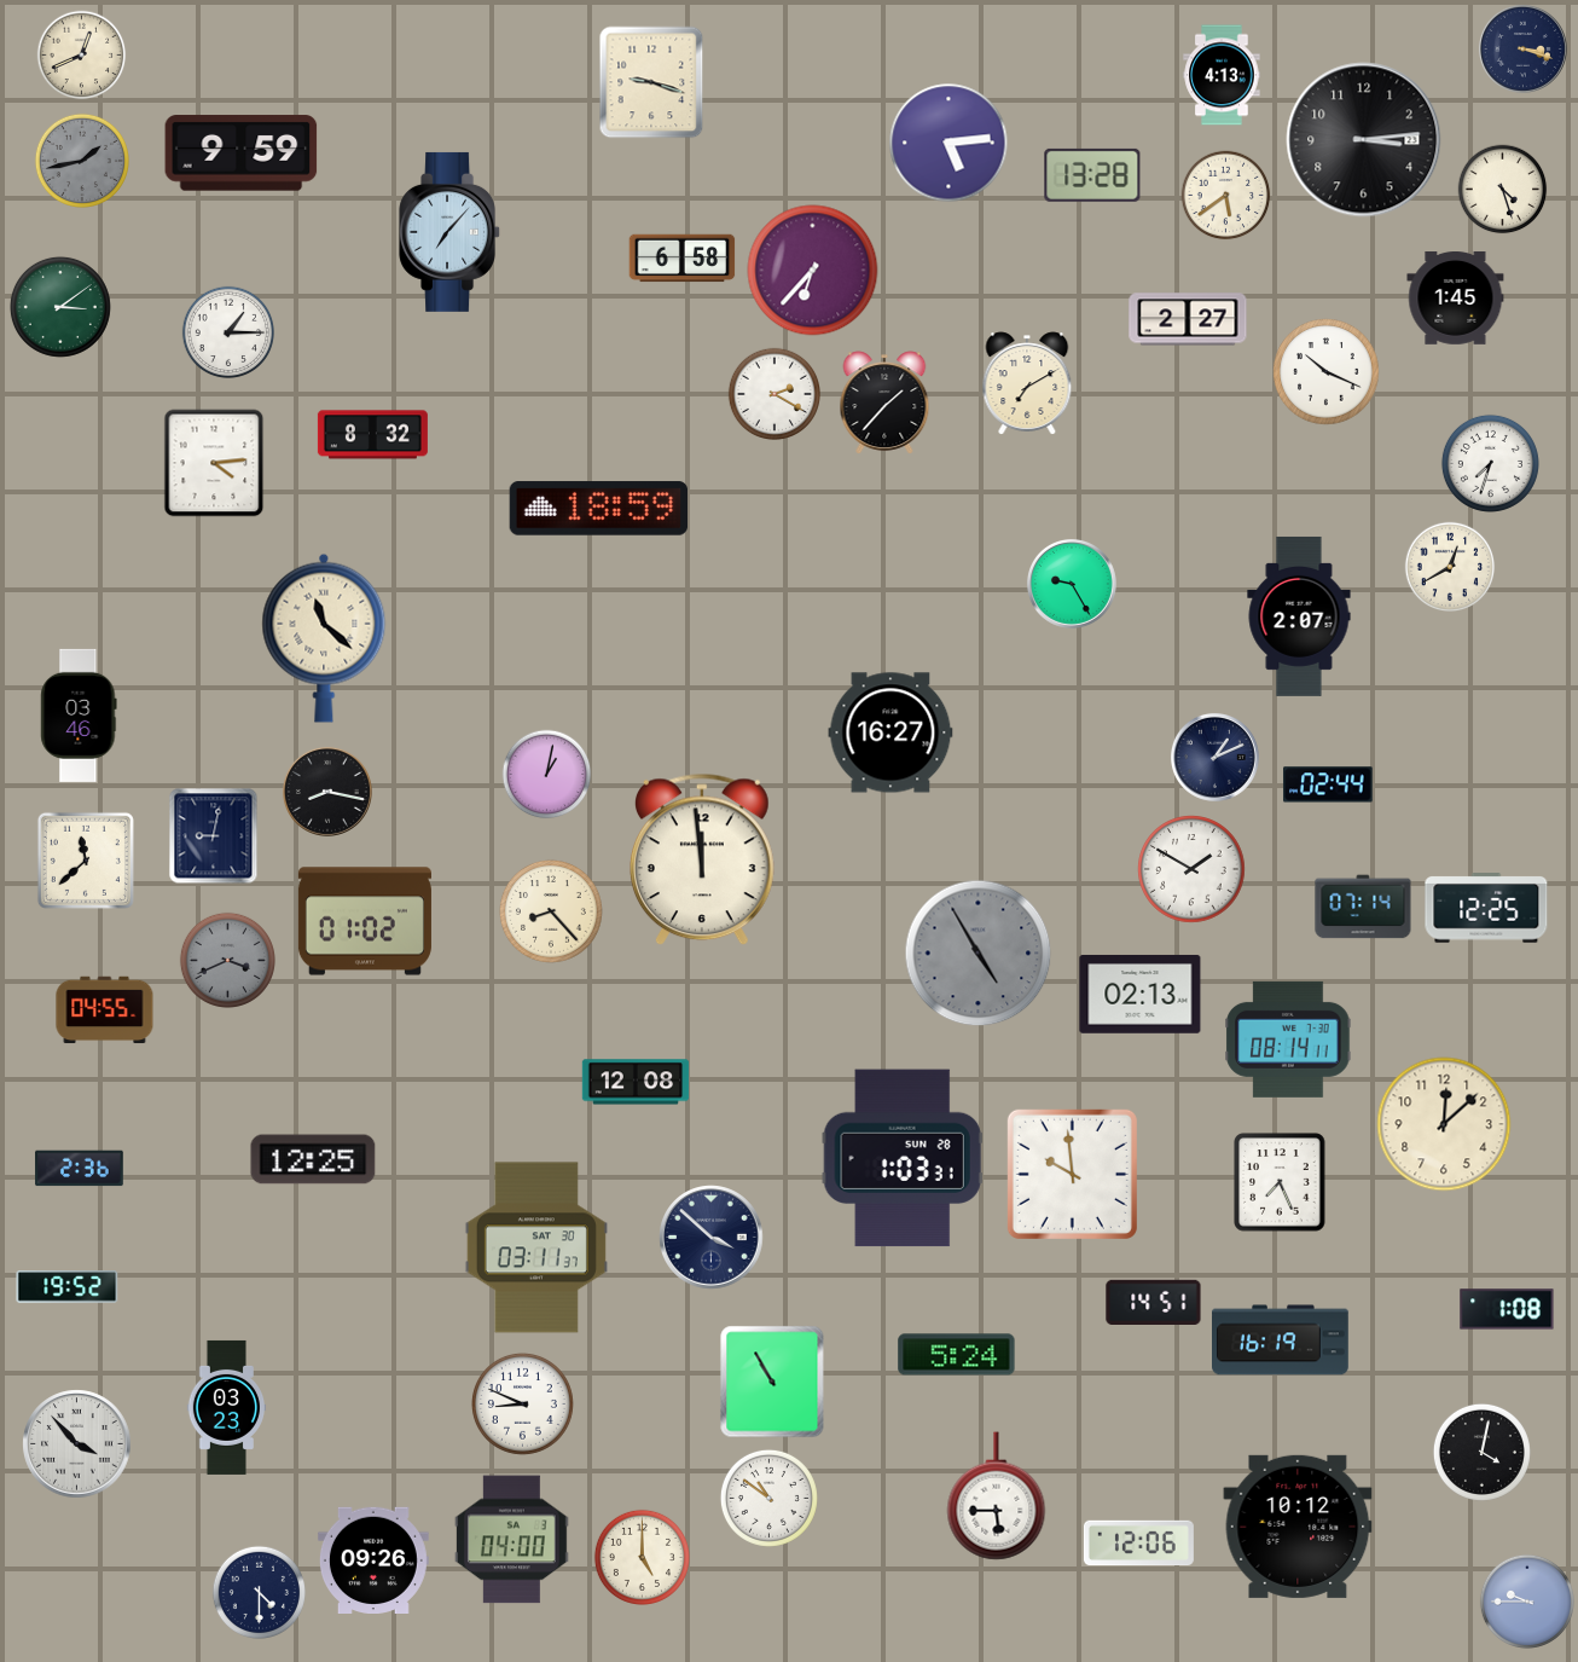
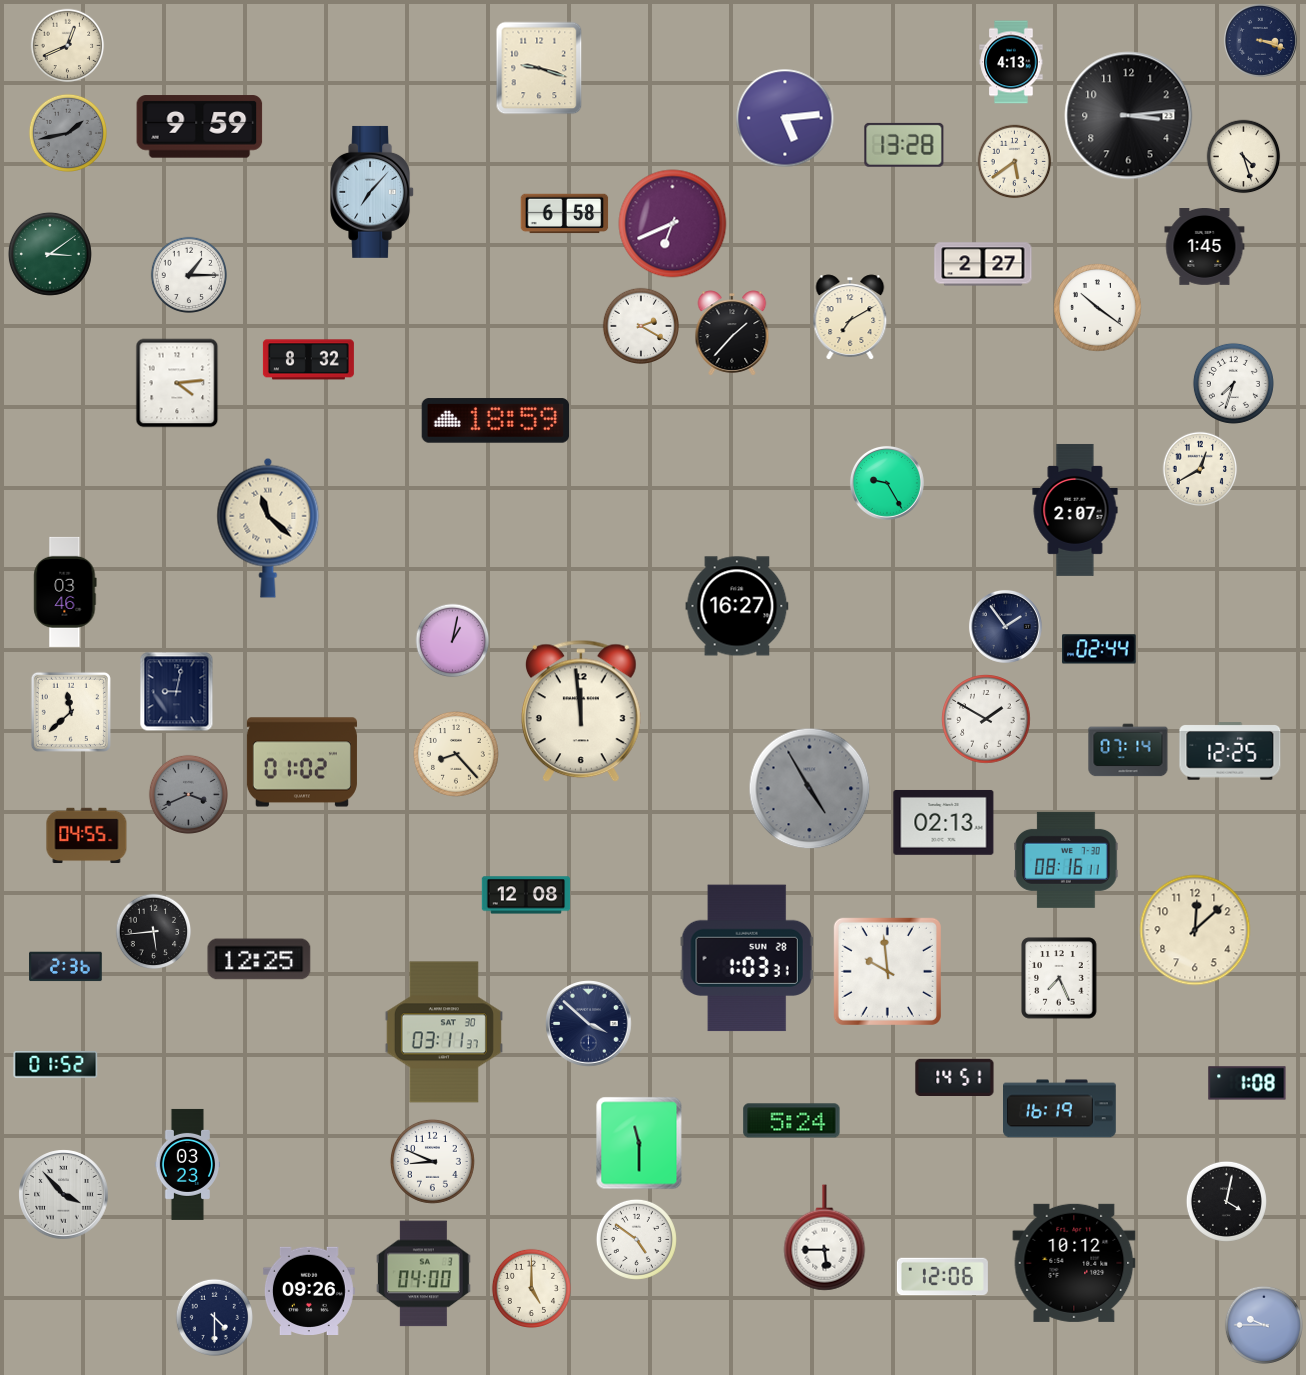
clock at (813, 271): 6:37 -> 6:41
clock at (1327, 372): 10:19 -> 10:21
clock at (1214, 757): 1:11 -> 1:54
clock at (327, 792): 8:17 -> none
clock at (1288, 1040): 08:14 -> 08:16
clock at (154, 932): none -> 5:44
clock at (68, 1287): 19:52 -> 01:52
clock at (772, 1382): 10:55 -> 11:30
clock at (768, 1498): 10:51 -> 4:51
